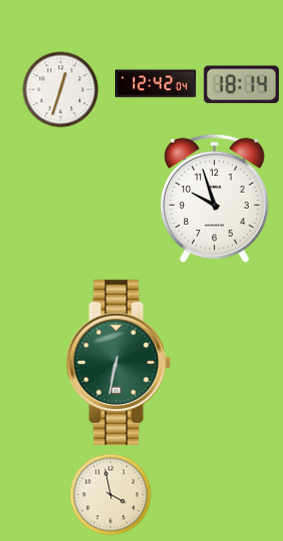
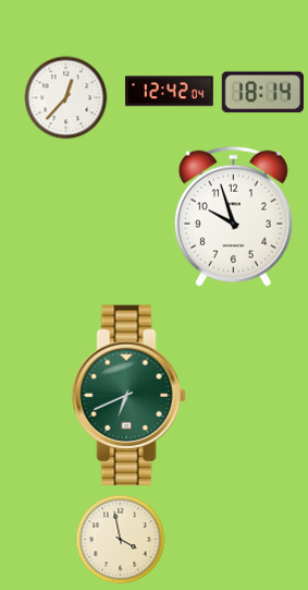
clock at (61, 90): 12:33 -> 12:37
clock at (118, 363): 6:32 -> 6:41
